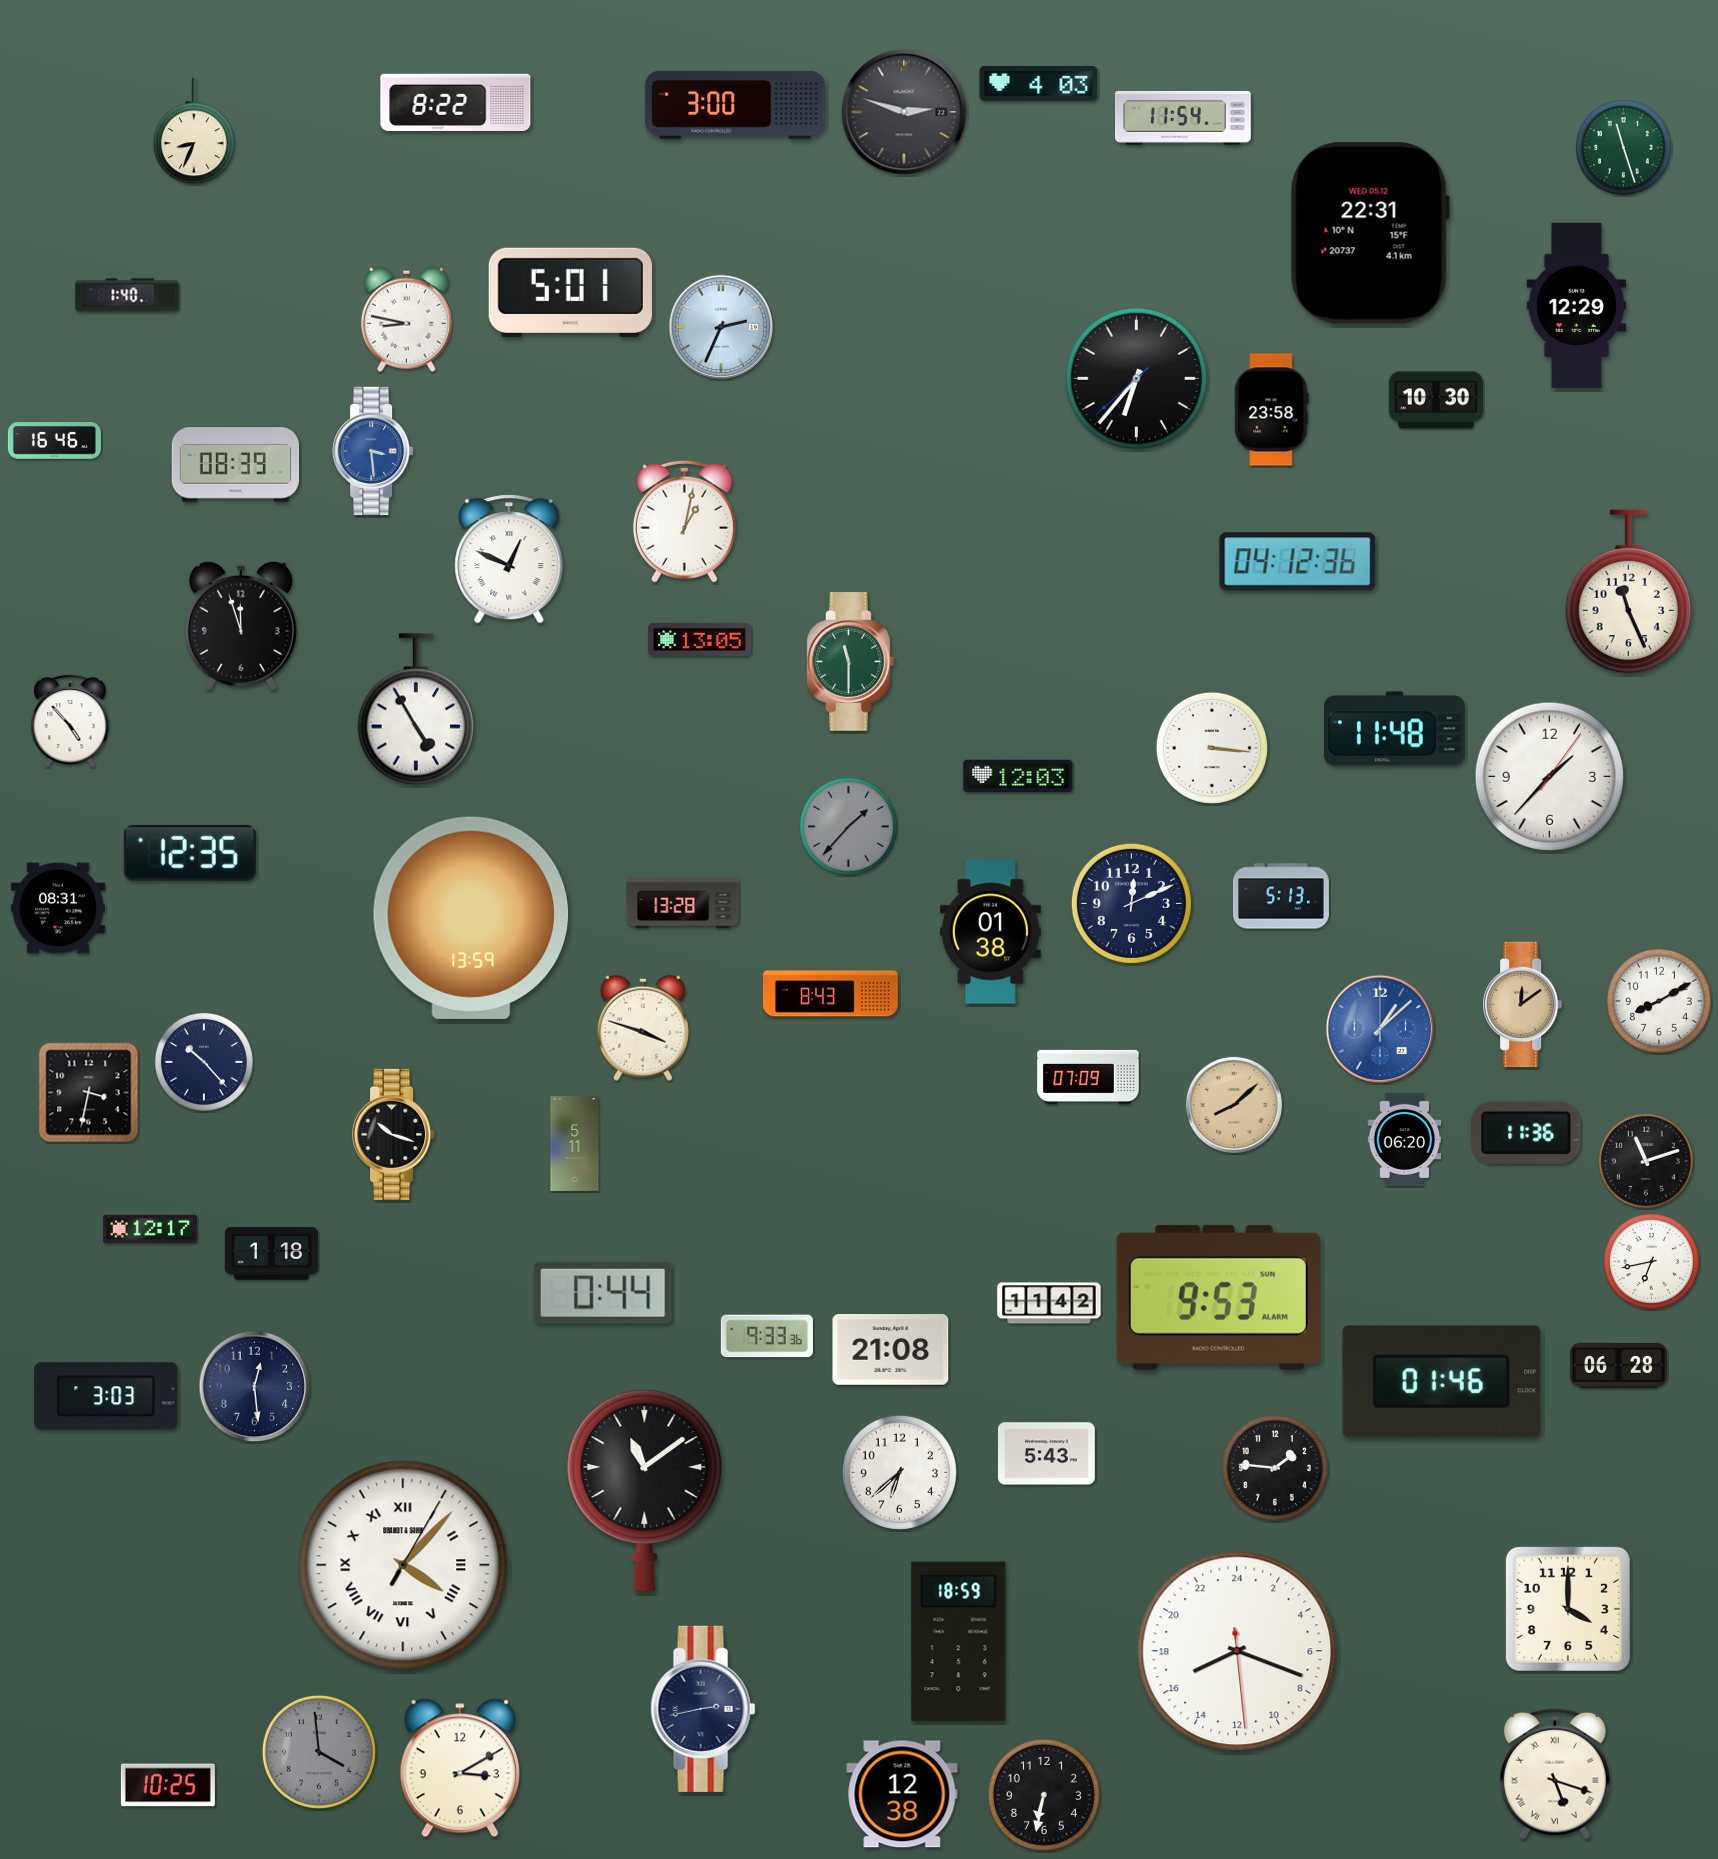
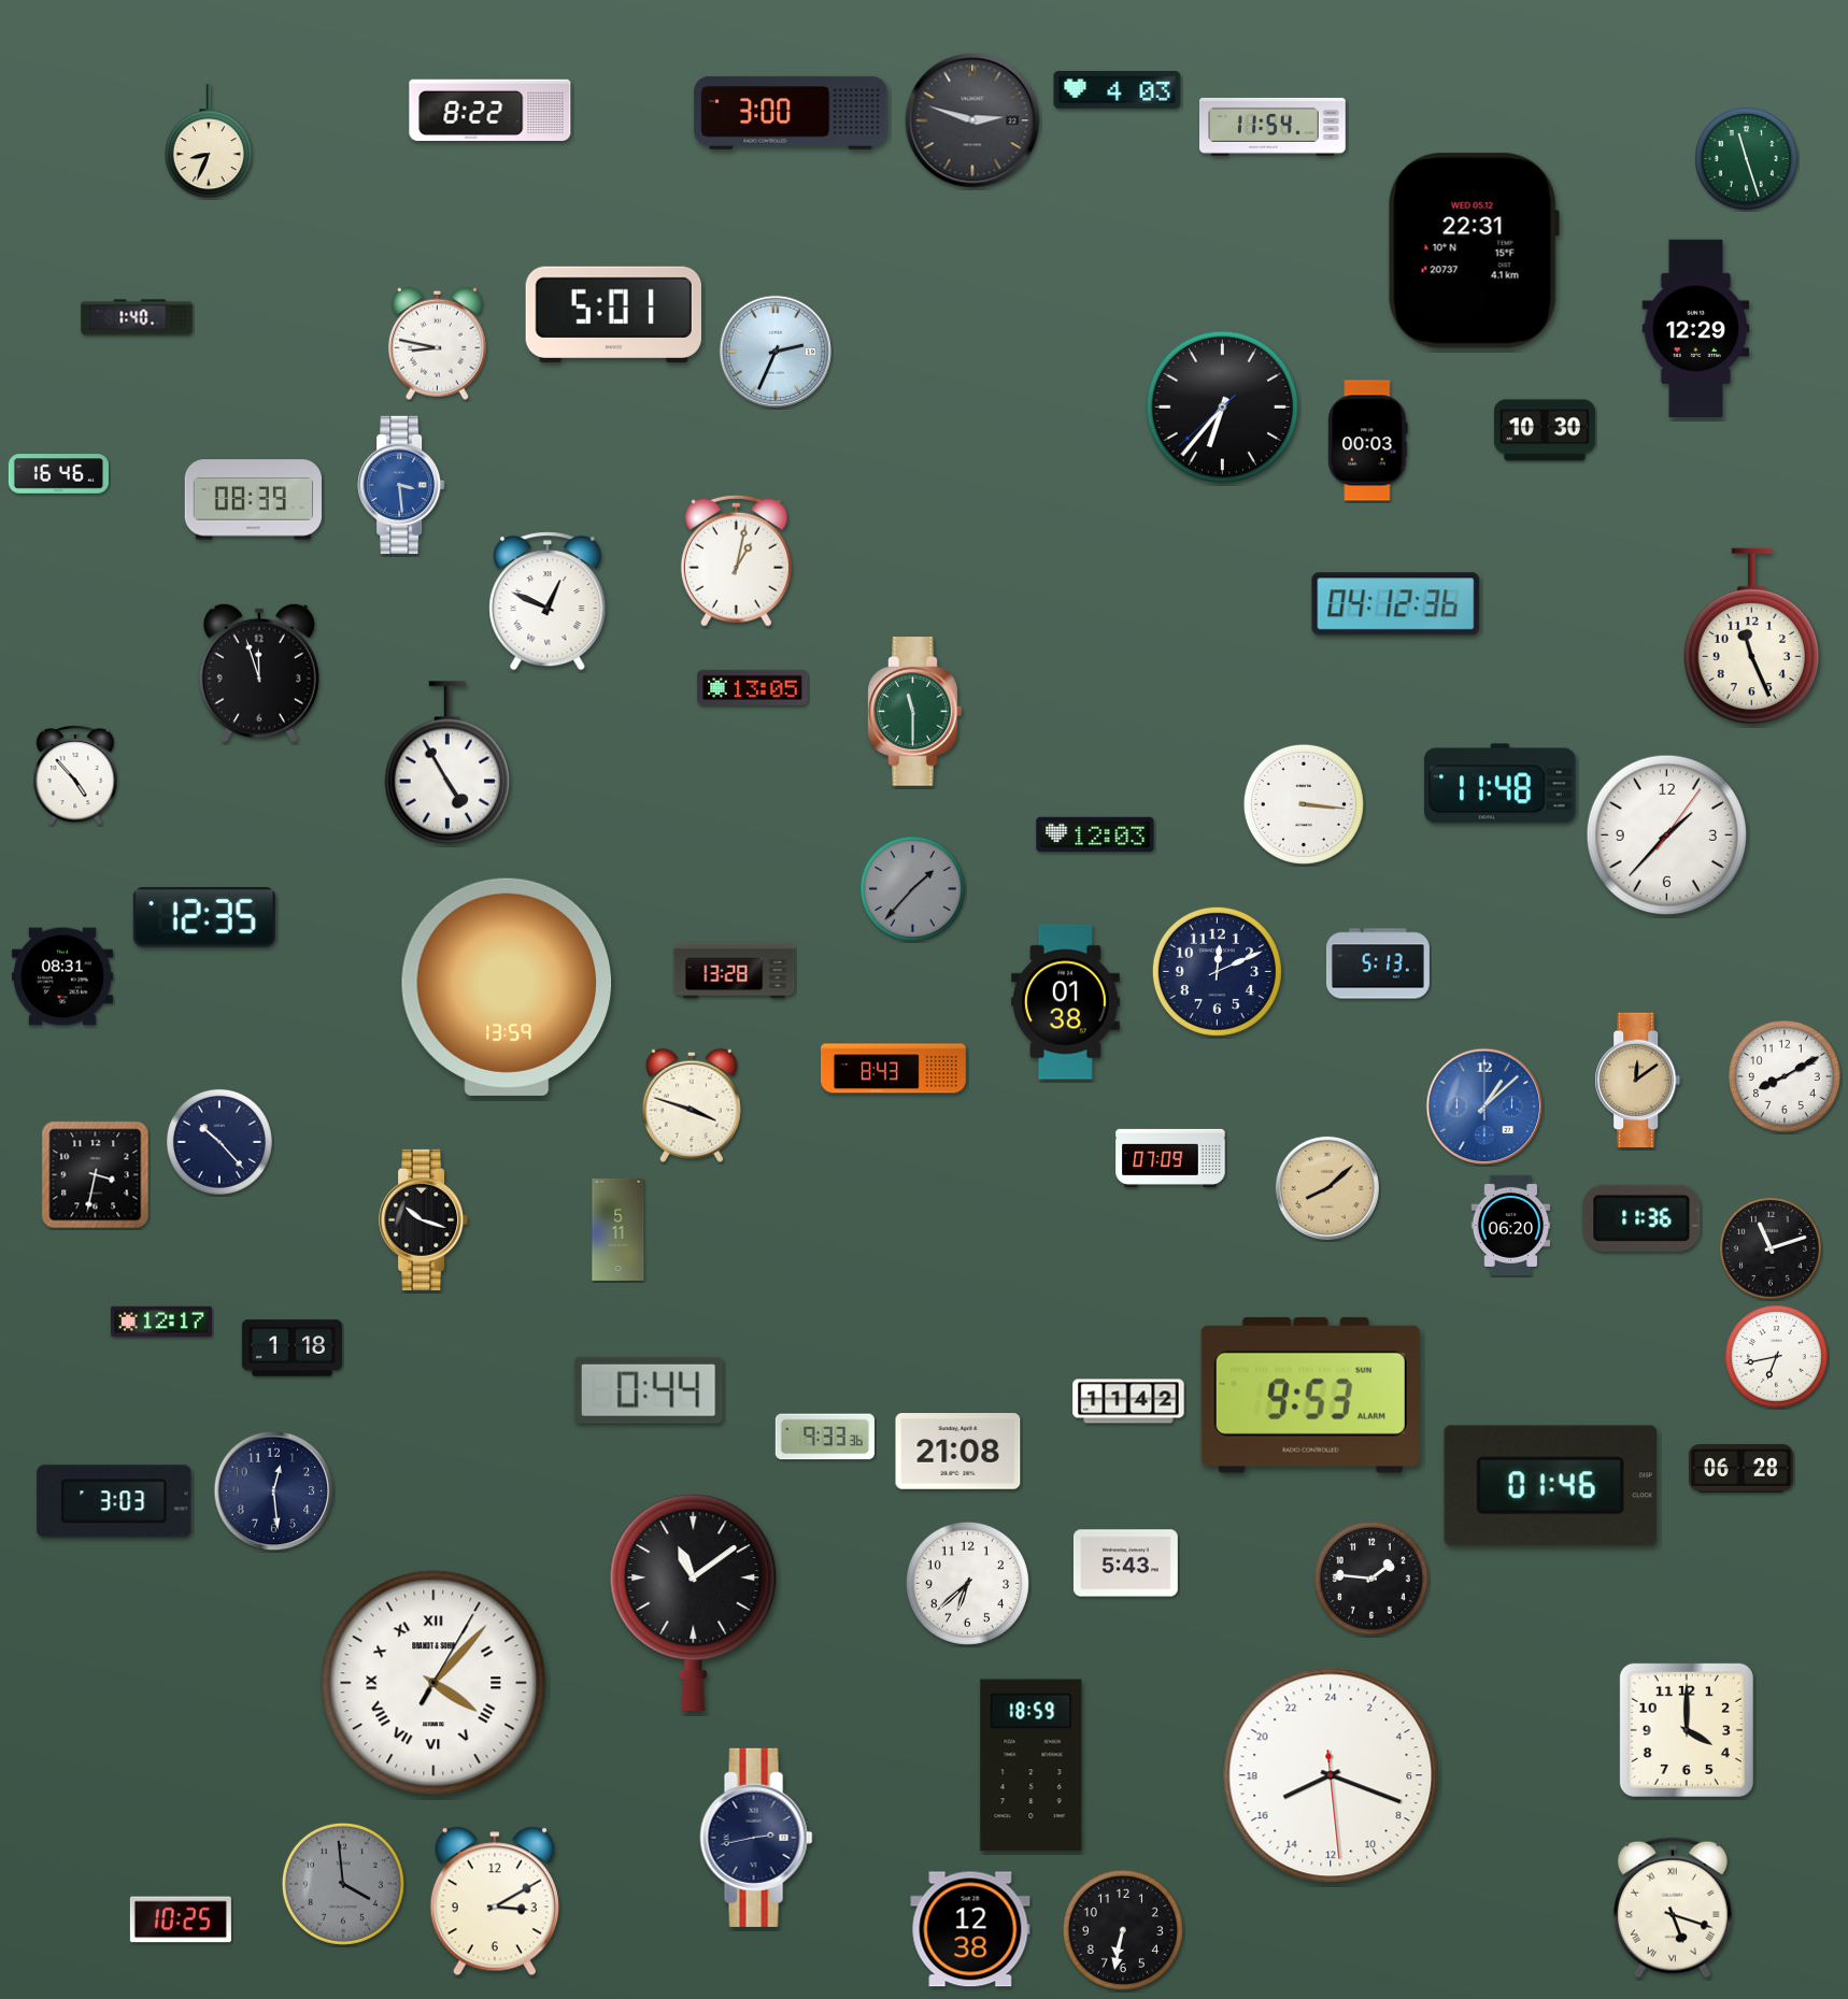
clock at (1272, 410): 23:58 -> 00:03
